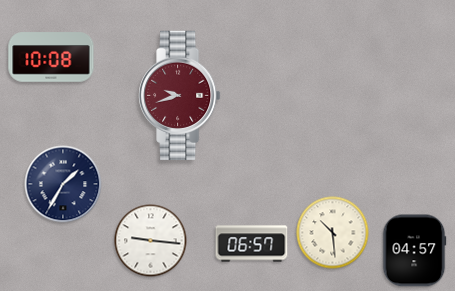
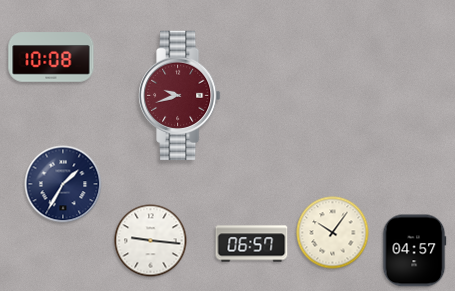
clock at (333, 233): 10:29 -> 10:06
